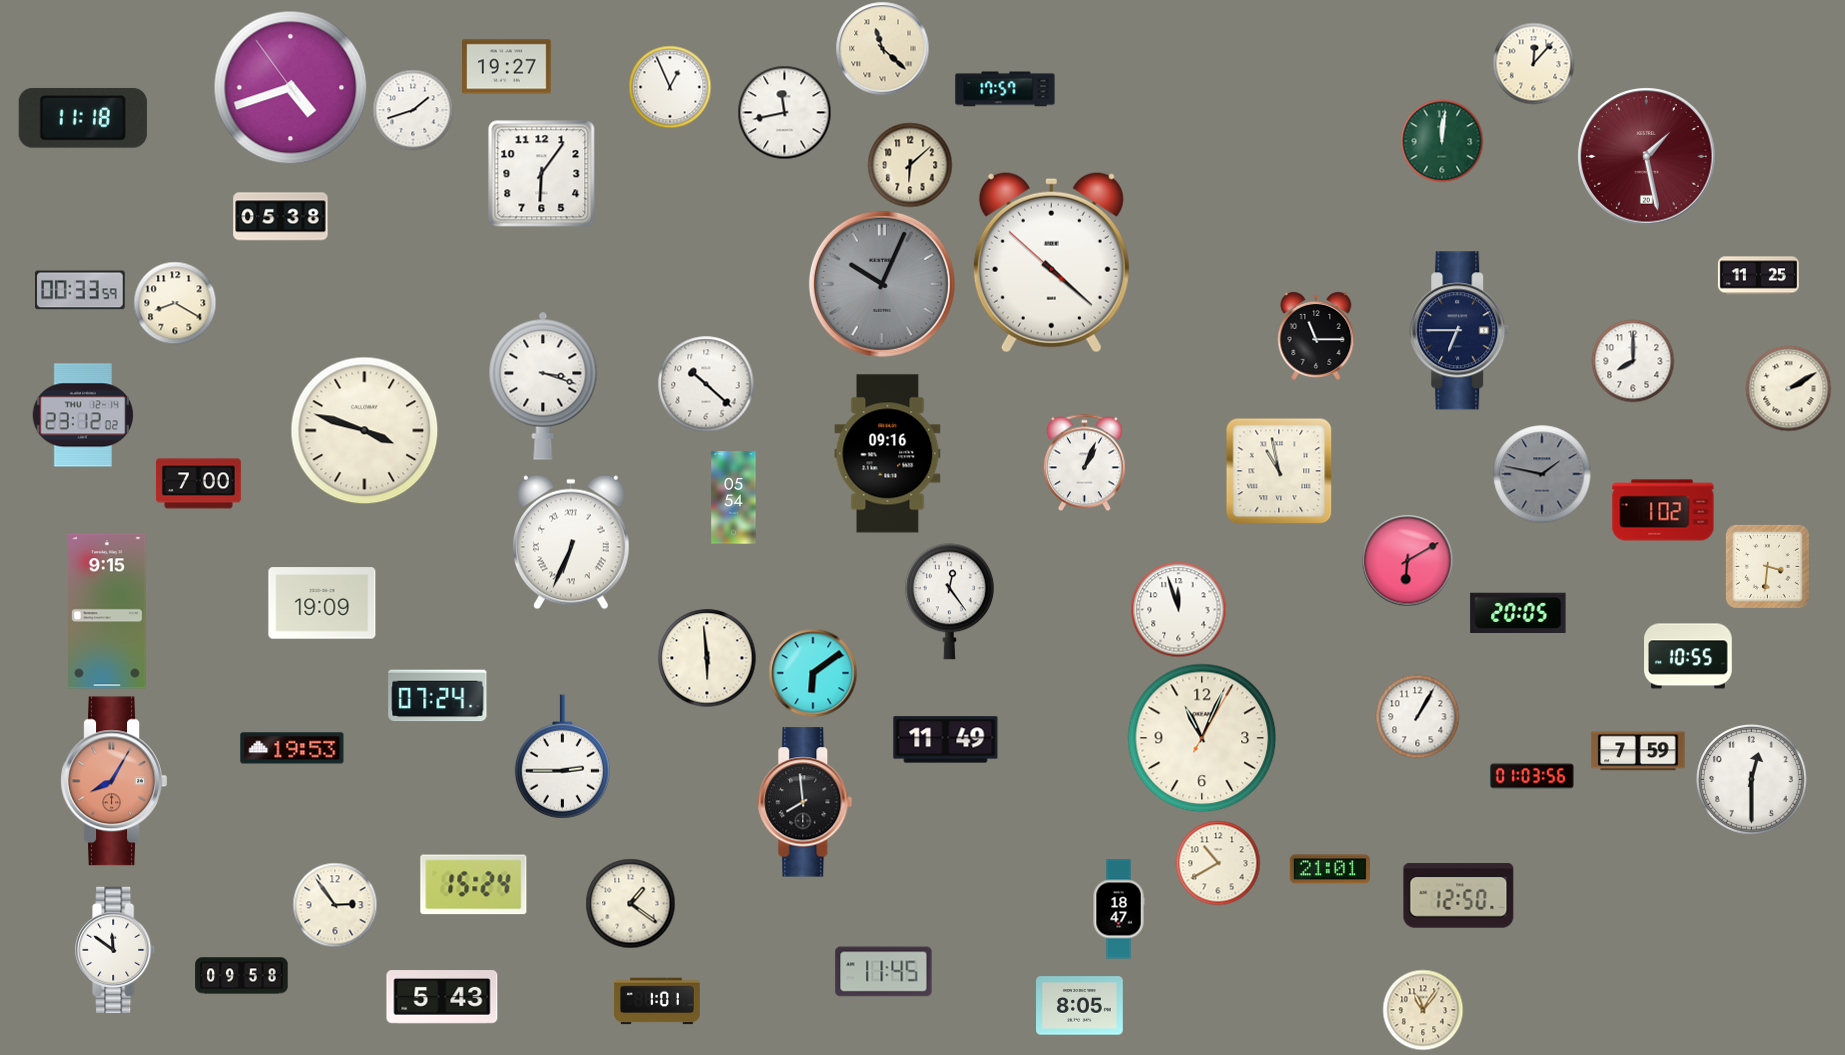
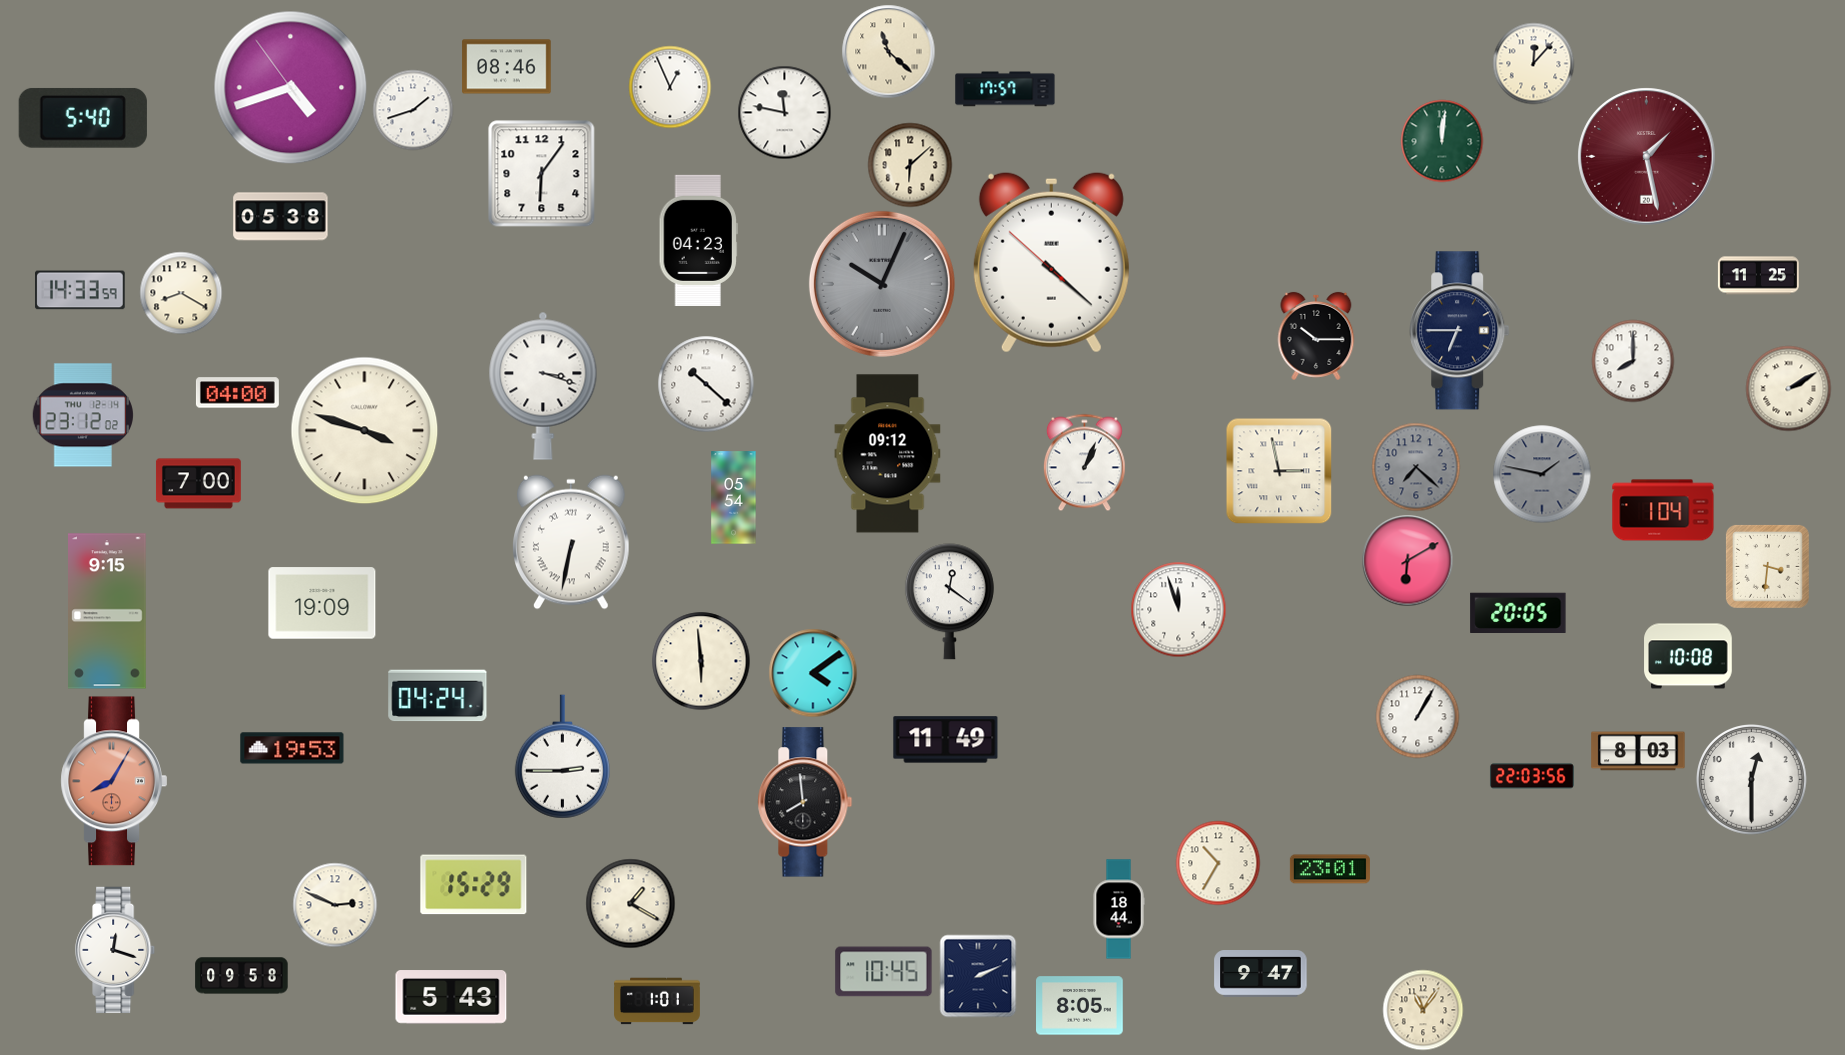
clock at (882, 48) position: (882, 48) -> (888, 51)
clock at (507, 67): 19:27 -> 08:46
clock at (784, 112): 11:43 -> 11:47
clock at (83, 118): 11:18 -> 5:40
clock at (698, 240): none -> 04:23
clock at (80, 290): 00:33 -> 14:33
clock at (175, 303) position: (175, 303) -> (181, 293)
clock at (1316, 336): 11:15 -> 10:15
clock at (237, 393): none -> 04:00
clock at (888, 454): 09:16 -> 09:12
clock at (1416, 467): none -> 7:22
clock at (1279, 471): 10:58 -> 2:58
clock at (1663, 510): 1:02 -> 1:04
clock at (572, 542): 6:34 -> 6:32
clock at (949, 602): 12:24 -> 12:21
clock at (1688, 656): 10:55 -> 10:08
clock at (707, 658) position: (707, 658) -> (701, 661)
clock at (813, 673): 6:09 -> 4:09
clock at (438, 696): 07:24 -> 04:24
clock at (1202, 738): 11:04 -> none
clock at (1638, 751): 7:59 -> 8:03
clock at (1532, 776): 01:03 -> 22:03
clock at (1218, 863): 10:40 -> 10:35
clock at (1330, 869): 21:01 -> 23:01
clock at (474, 885): 15:24 -> 15:29
clock at (1459, 896): 12:50 -> none
clock at (630, 903): 1:21 -> 1:20
clock at (335, 905): 2:54 -> 2:49
clock at (1119, 909): 18:47 -> 18:44
clock at (116, 950): 11:51 -> 12:18
clock at (884, 972): 11:45 -> 10:45
clock at (1261, 974): none -> 9:47
clock at (978, 976): none -> 2:11
clock at (442, 997) position: (442, 997) -> (451, 997)
